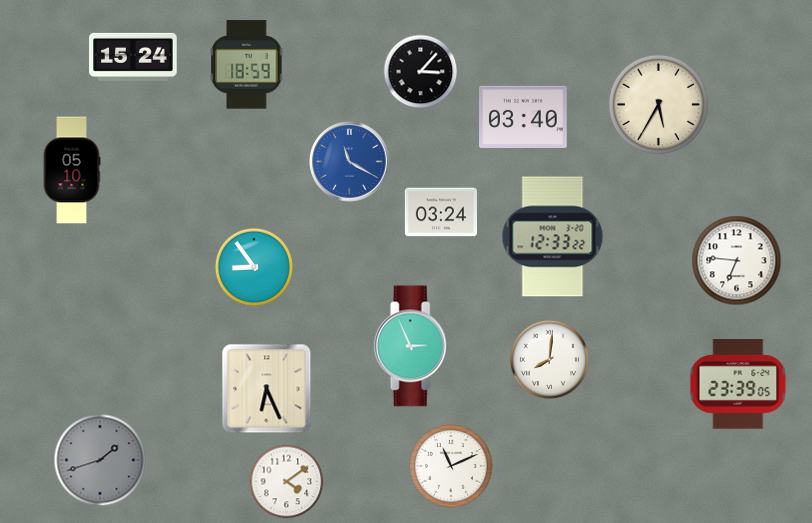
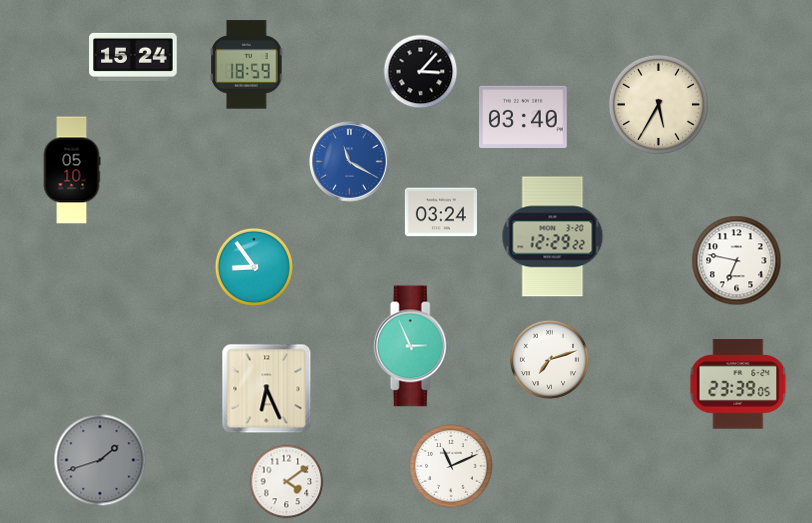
clock at (553, 237): 12:33 -> 12:29
clock at (737, 261): 6:46 -> 6:47
clock at (549, 359): 8:01 -> 7:12
